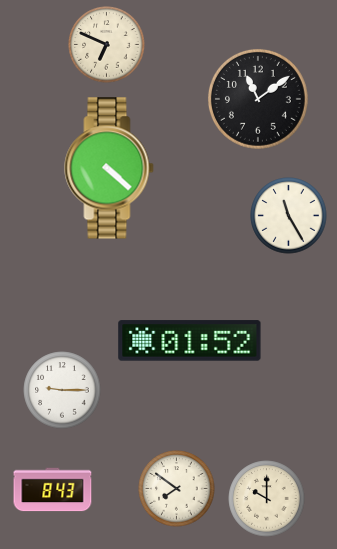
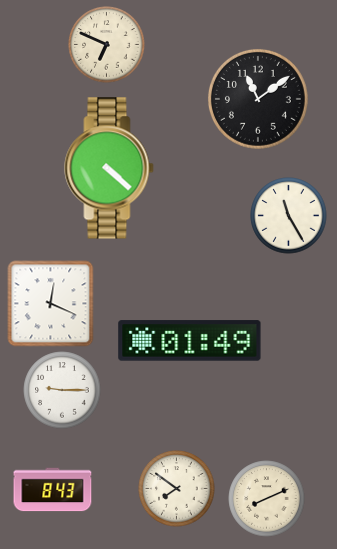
clock at (51, 304): none -> 12:19
clock at (190, 341): 01:52 -> 01:49
clock at (267, 499): 10:00 -> 8:11
